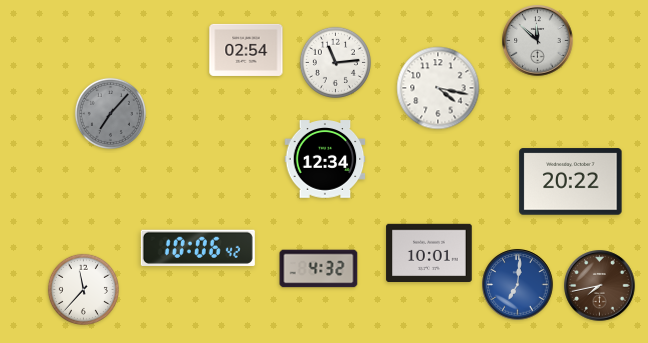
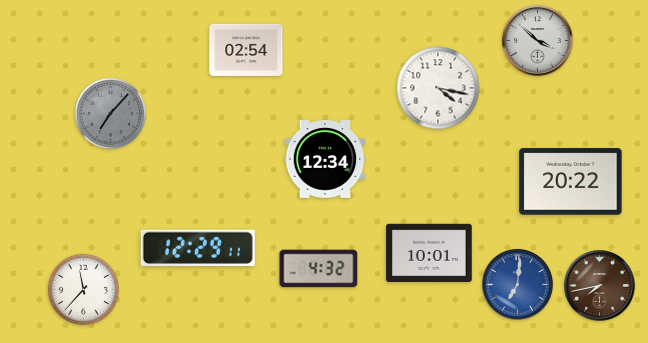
clock at (538, 41): 11:52 -> 3:52
clock at (335, 62): 11:14 -> none
clock at (198, 248): 10:06 -> 12:29
